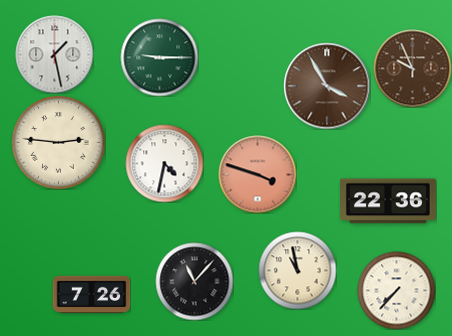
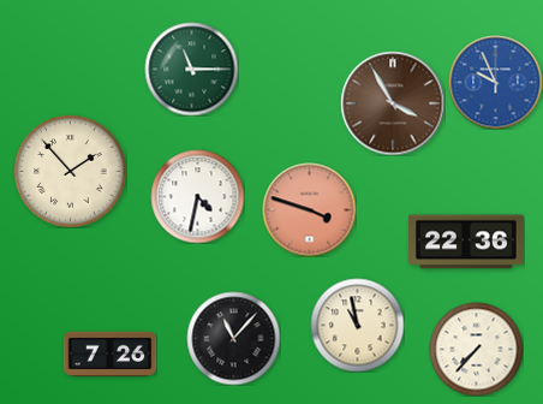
clock at (54, 54): 1:28 -> none
clock at (159, 57): 9:15 -> 11:15
clock at (412, 68) dial: brown -> blue
clock at (58, 142): 2:46 -> 1:53
